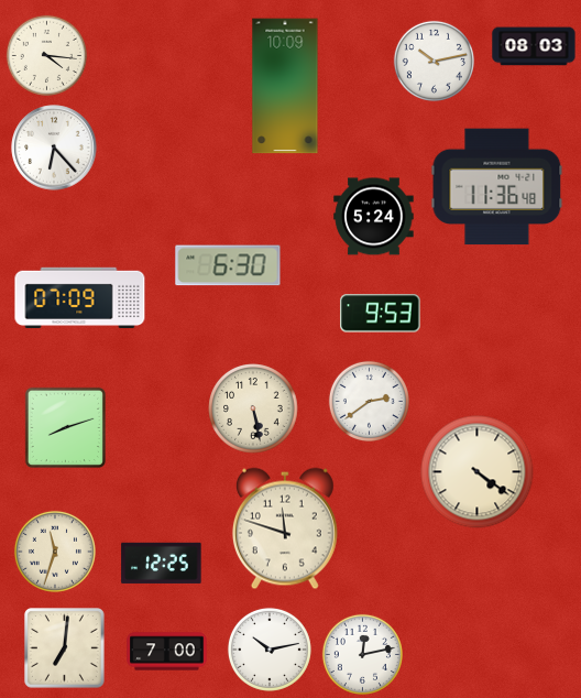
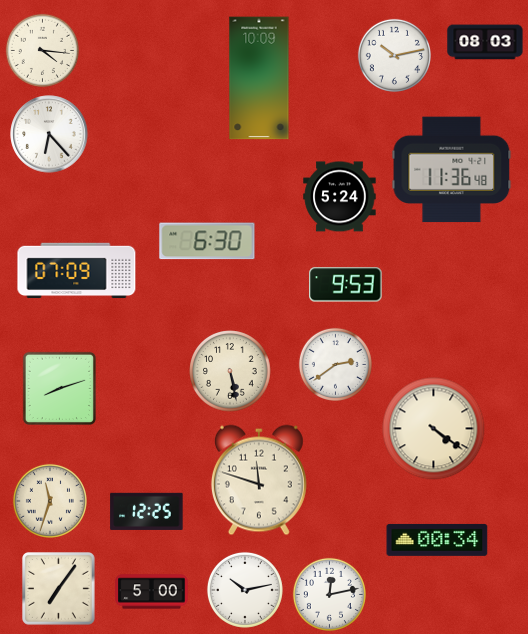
clock at (80, 298) position: (80, 298) -> (77, 271)
clock at (437, 540): none -> 00:34
clock at (65, 648): 7:01 -> 7:06
clock at (167, 652): 7:00 -> 5:00
